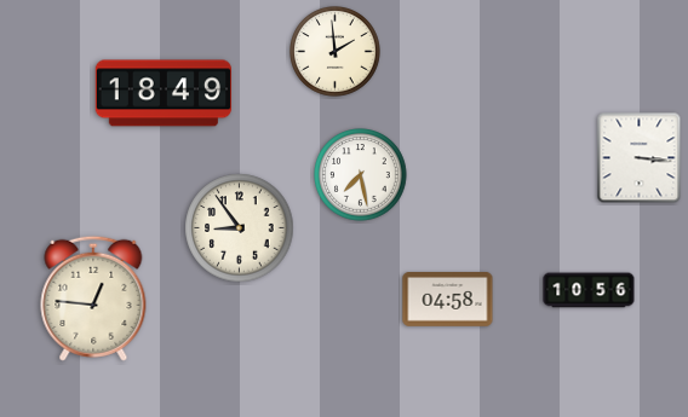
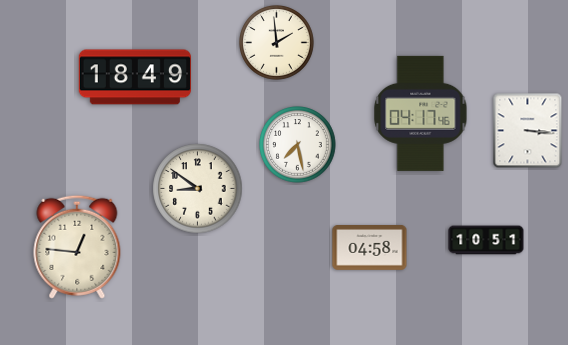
clock at (421, 113): none -> 04:17
clock at (240, 228): 8:54 -> 8:51
clock at (589, 290): 10:56 -> 10:51
